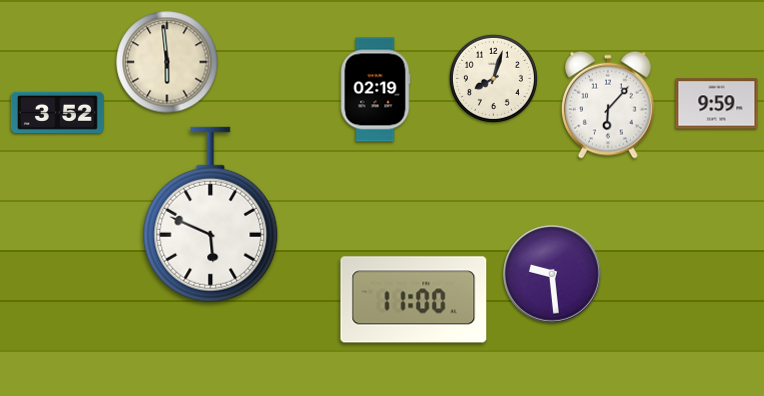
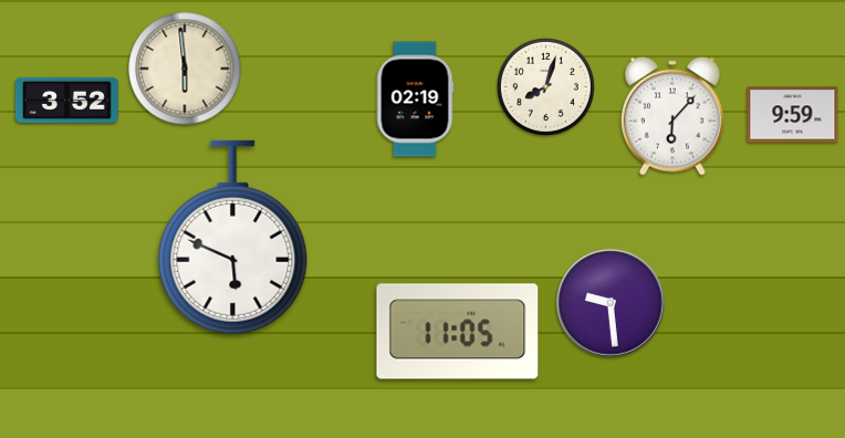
clock at (57, 112) position: (57, 112) -> (66, 100)
clock at (414, 300): 11:00 -> 11:05
